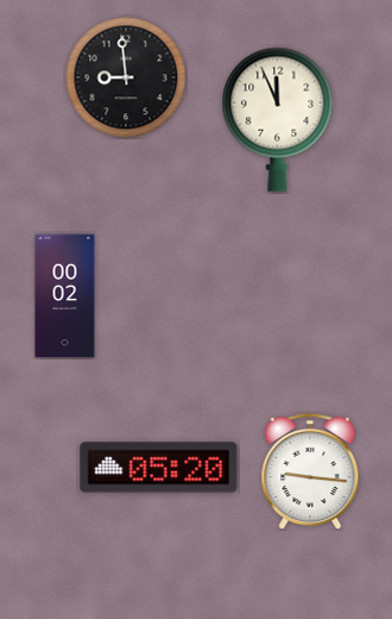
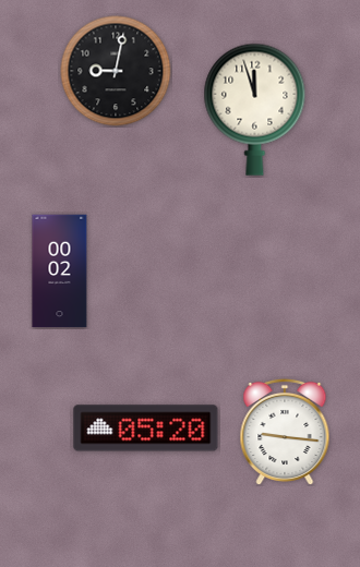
clock at (126, 77): 8:59 -> 9:02
clock at (278, 119): 11:56 -> 11:57
